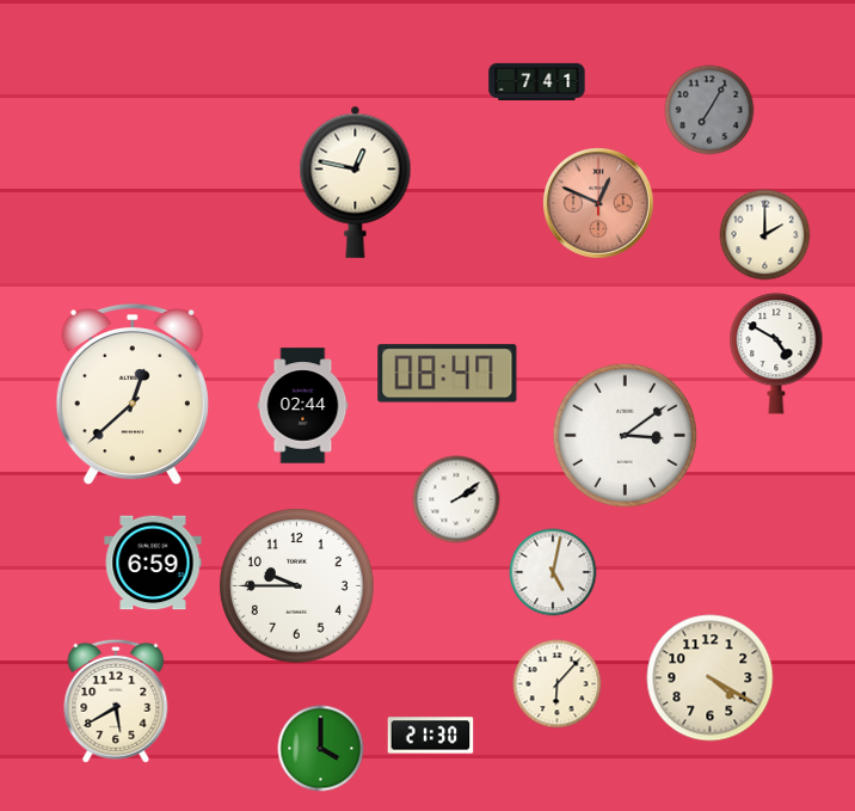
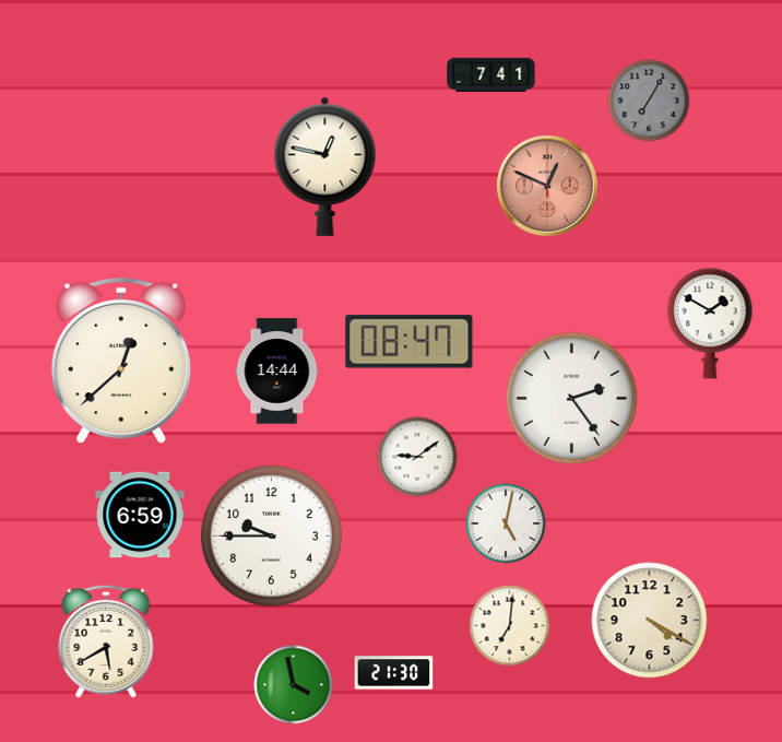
clock at (765, 235): 2:00 -> none
clock at (776, 354): 4:50 -> 1:50
clock at (303, 406): 02:44 -> 14:44
clock at (625, 435): 3:09 -> 2:24
clock at (456, 499): 2:09 -> 9:09
clock at (558, 684): 6:07 -> 7:01
clock at (321, 749): 4:00 -> 3:58
